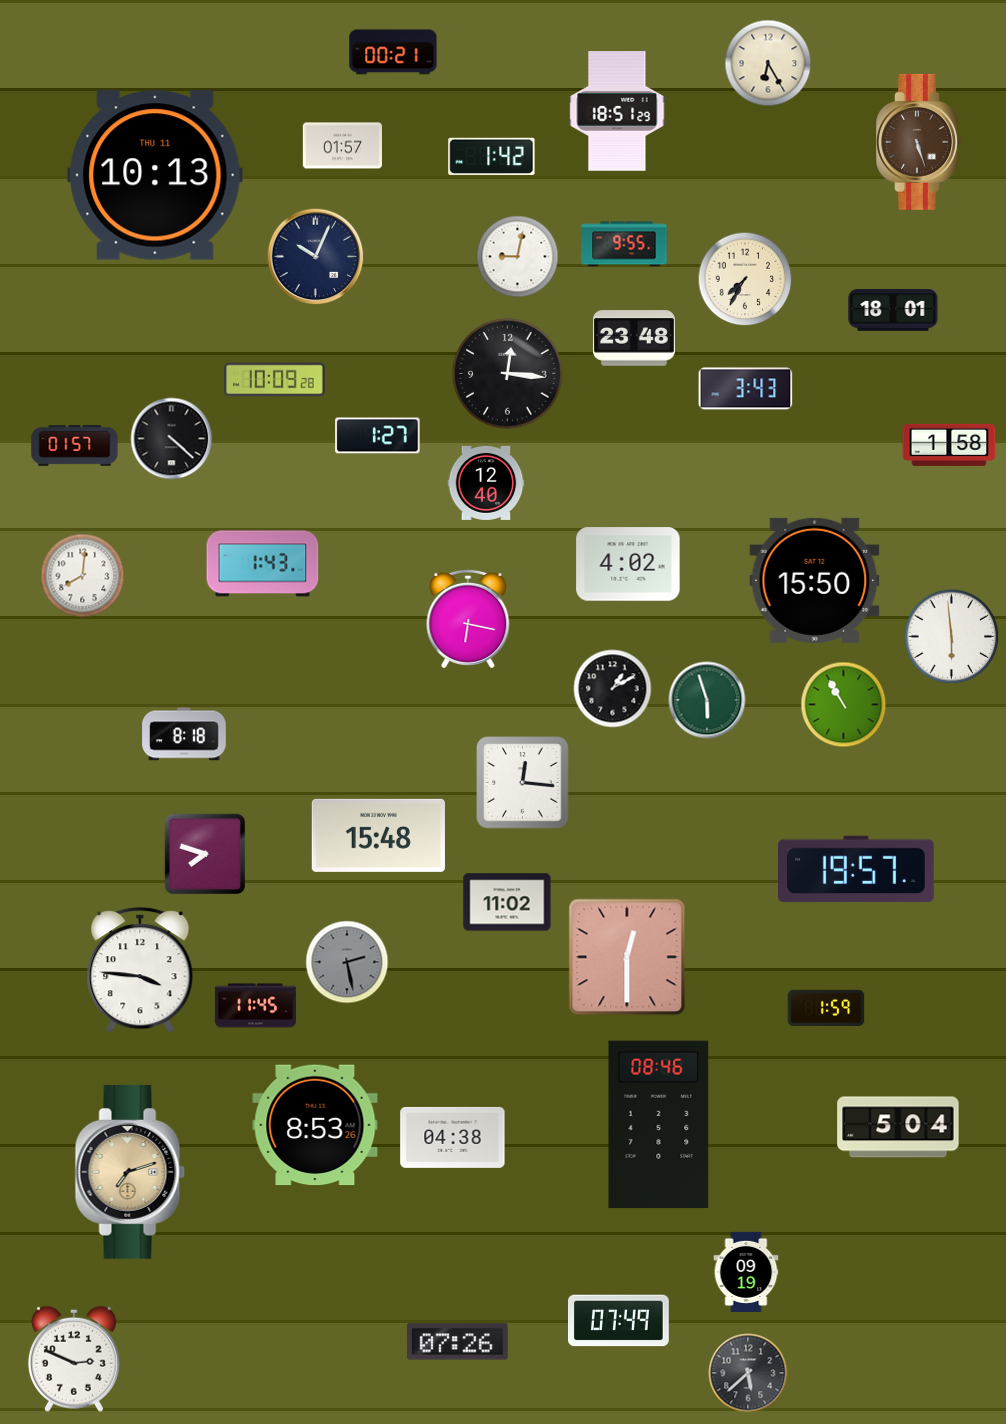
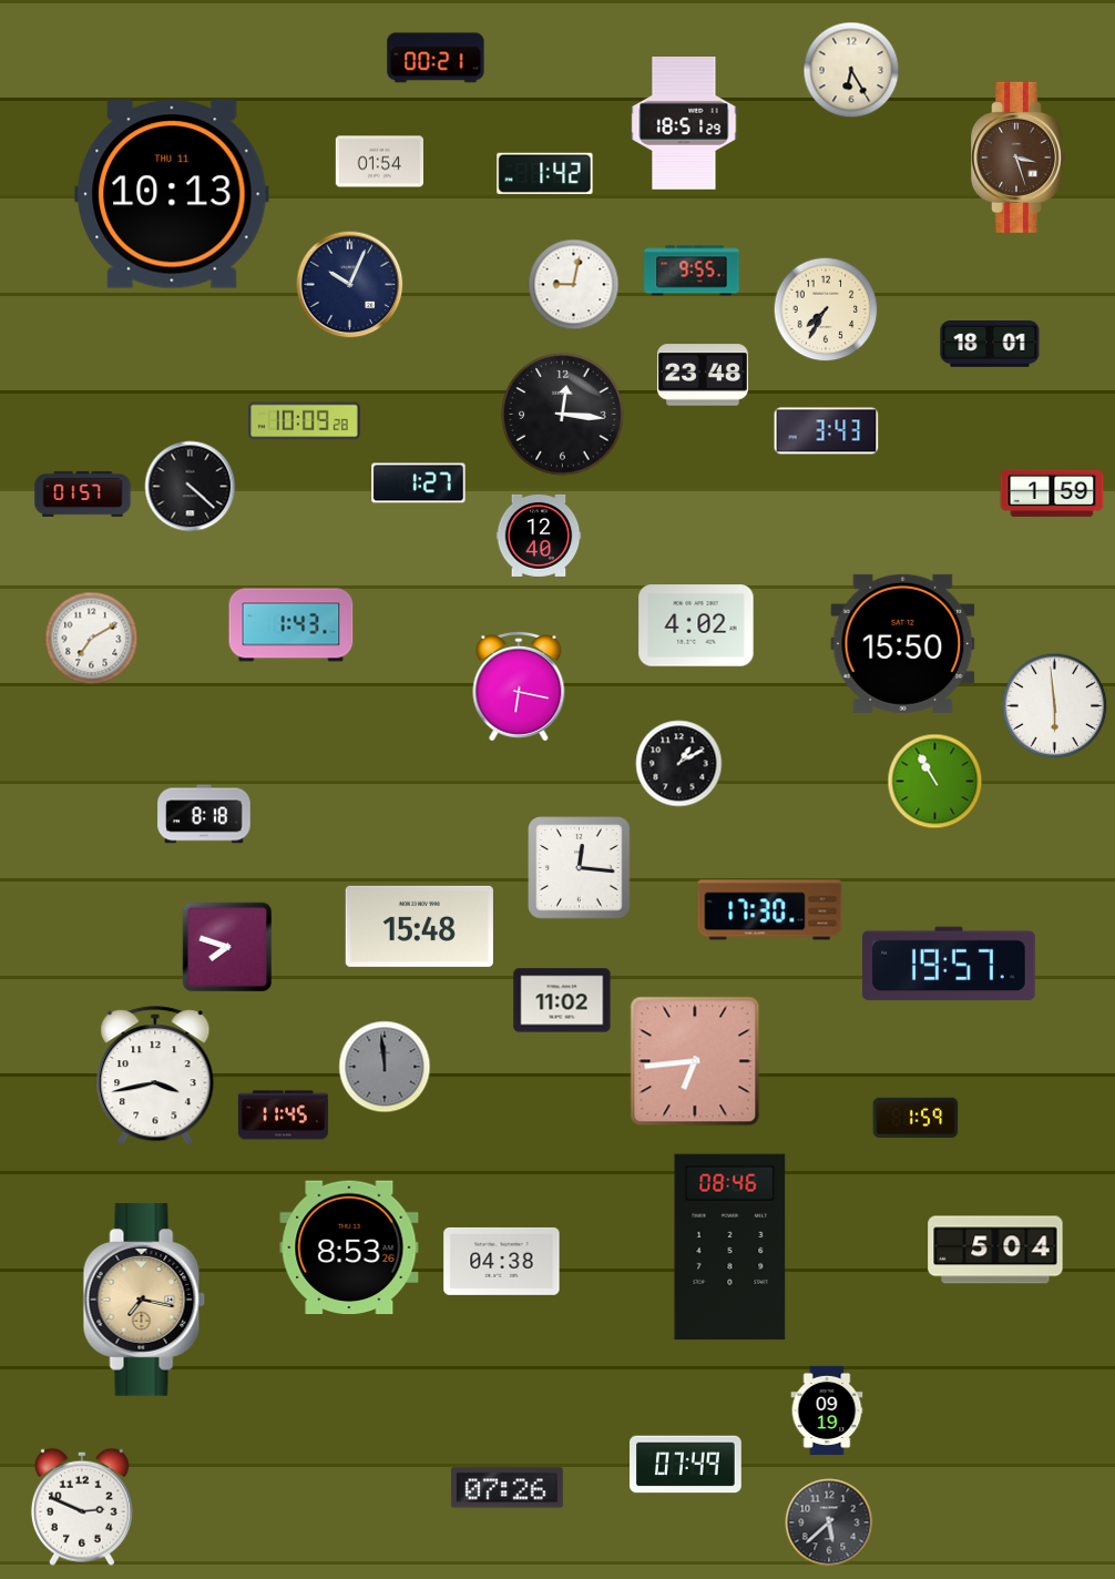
clock at (919, 142): 5:27 -> 3:27
clock at (342, 146): 01:57 -> 01:54
clock at (949, 445): 1:58 -> 1:59
clock at (83, 576): 8:01 -> 7:10
clock at (707, 700): 5:57 -> none
clock at (770, 910): none -> 17:30
clock at (627, 957): 12:30 -> 6:44
clock at (347, 962): 2:28 -> 11:59
clock at (140, 971): 3:46 -> 3:43
clock at (130, 1172): 7:12 -> 7:17
